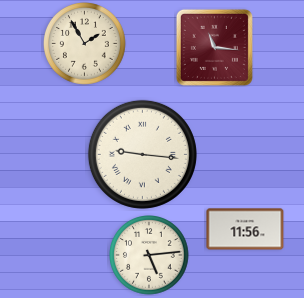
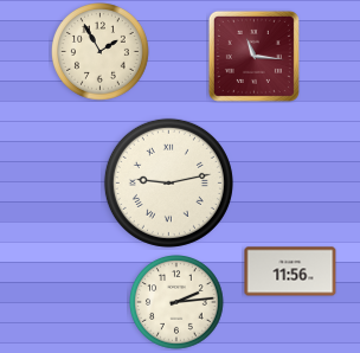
clock at (142, 154): 9:16 -> 9:13
clock at (150, 256): 5:14 -> 2:14
